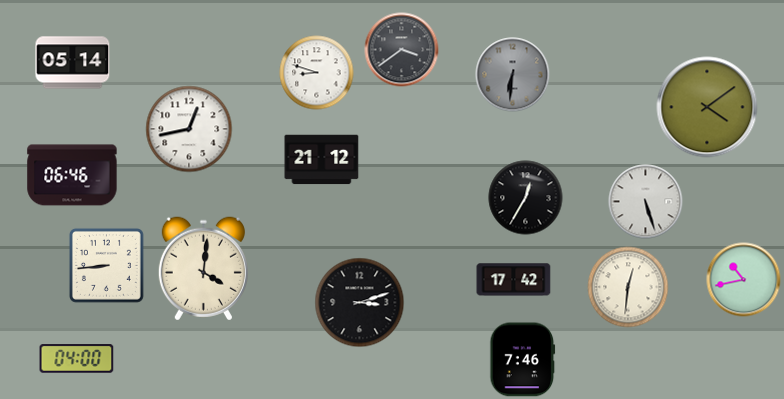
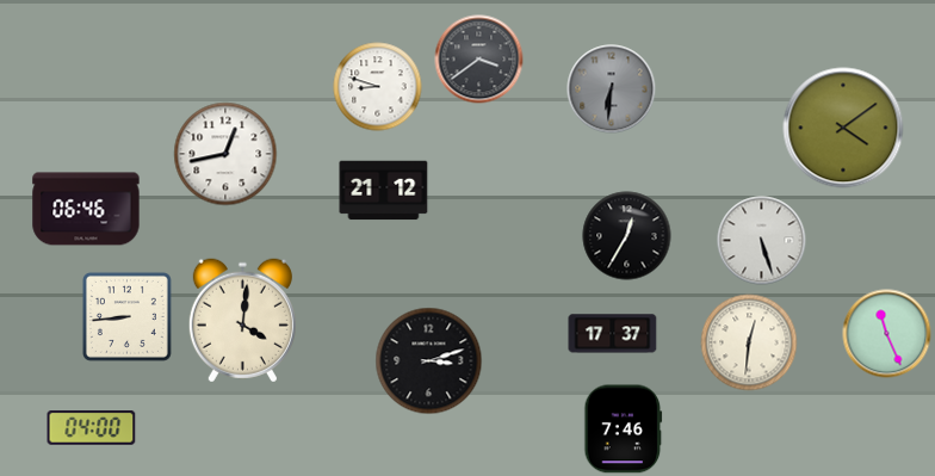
clock at (73, 63): 05:14 -> none
clock at (646, 202) position: (646, 202) -> (762, 241)
clock at (514, 280): 17:42 -> 17:37
clock at (744, 280): 10:43 -> 11:26
